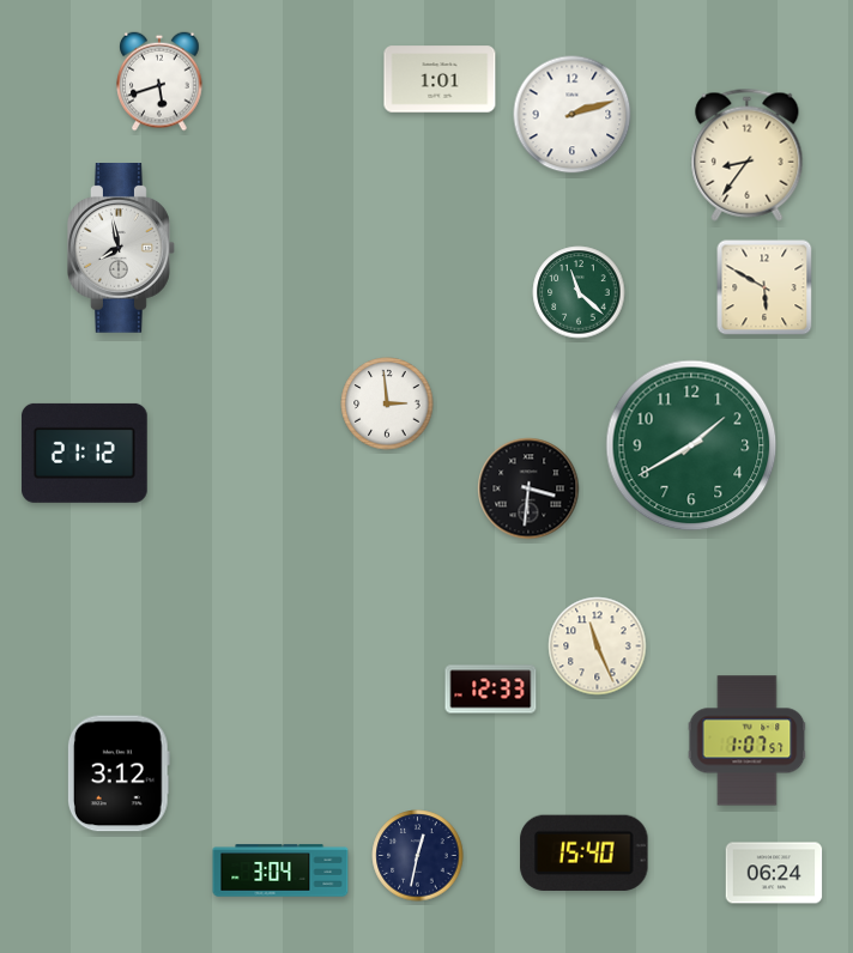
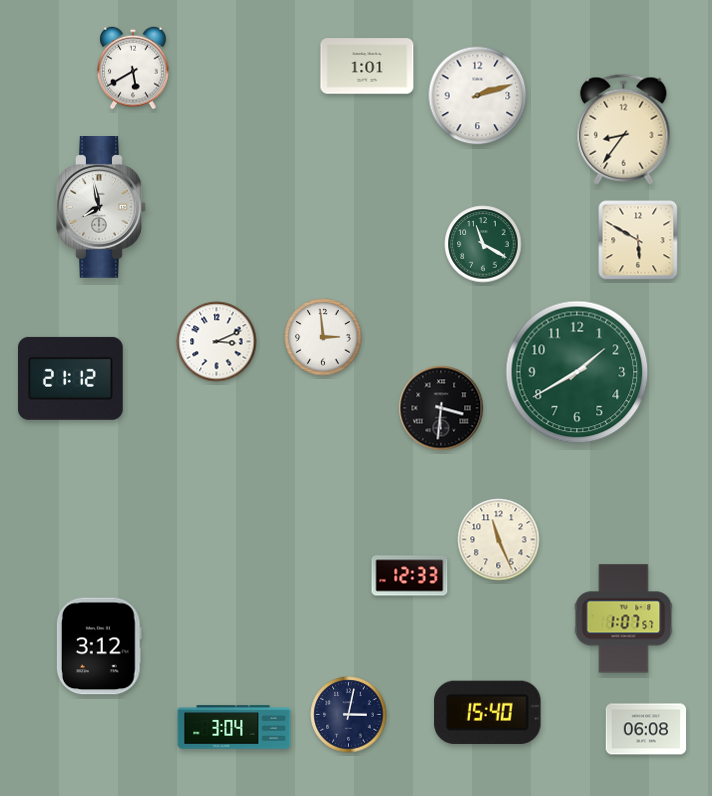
clock at (159, 81): 5:42 -> 5:40
clock at (579, 292): 11:22 -> 11:20
clock at (217, 342): none -> 3:11
clock at (418, 856): 12:32 -> 3:02
clock at (774, 873): 06:24 -> 06:08
